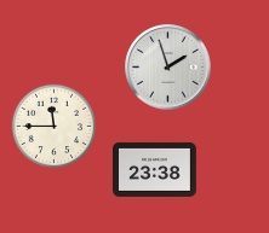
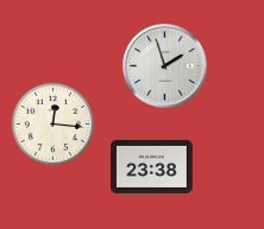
clock at (53, 126): 11:45 -> 12:16
